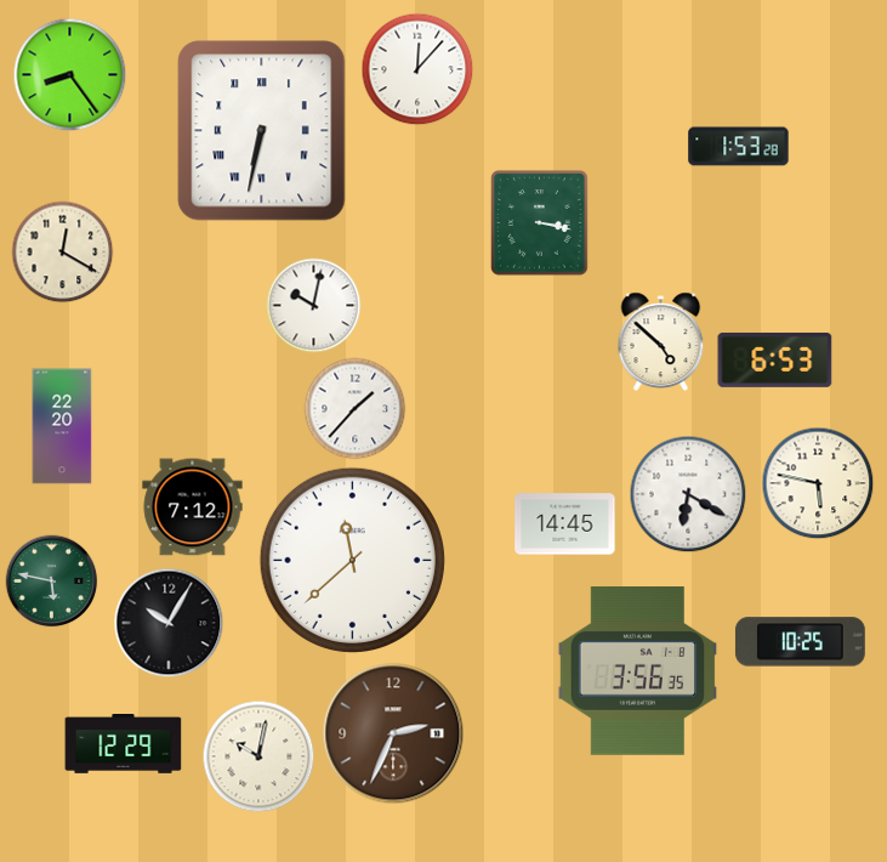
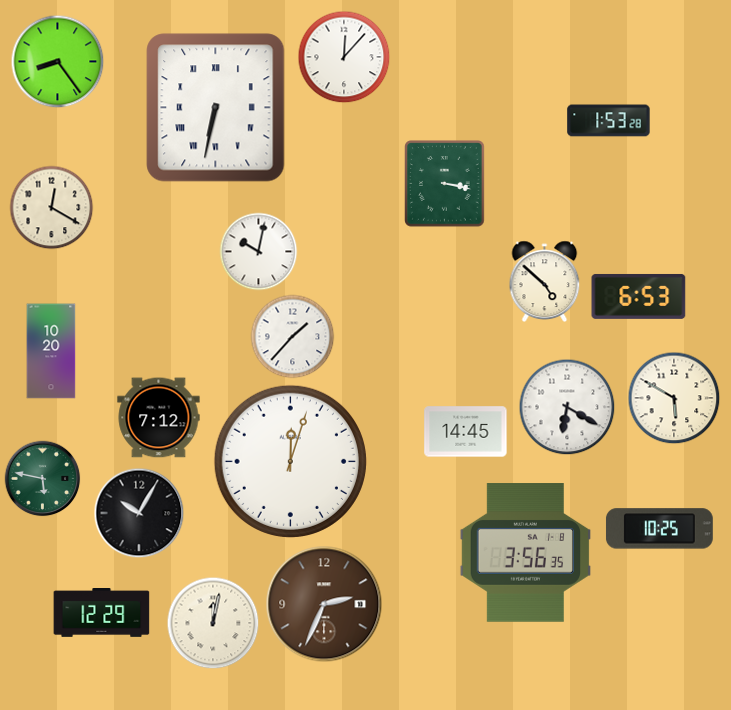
clock at (62, 426): 22:20 -> 10:20
clock at (818, 483): 5:47 -> 5:50
clock at (352, 560): 11:38 -> 12:03
clock at (258, 756): 10:02 -> 12:02
